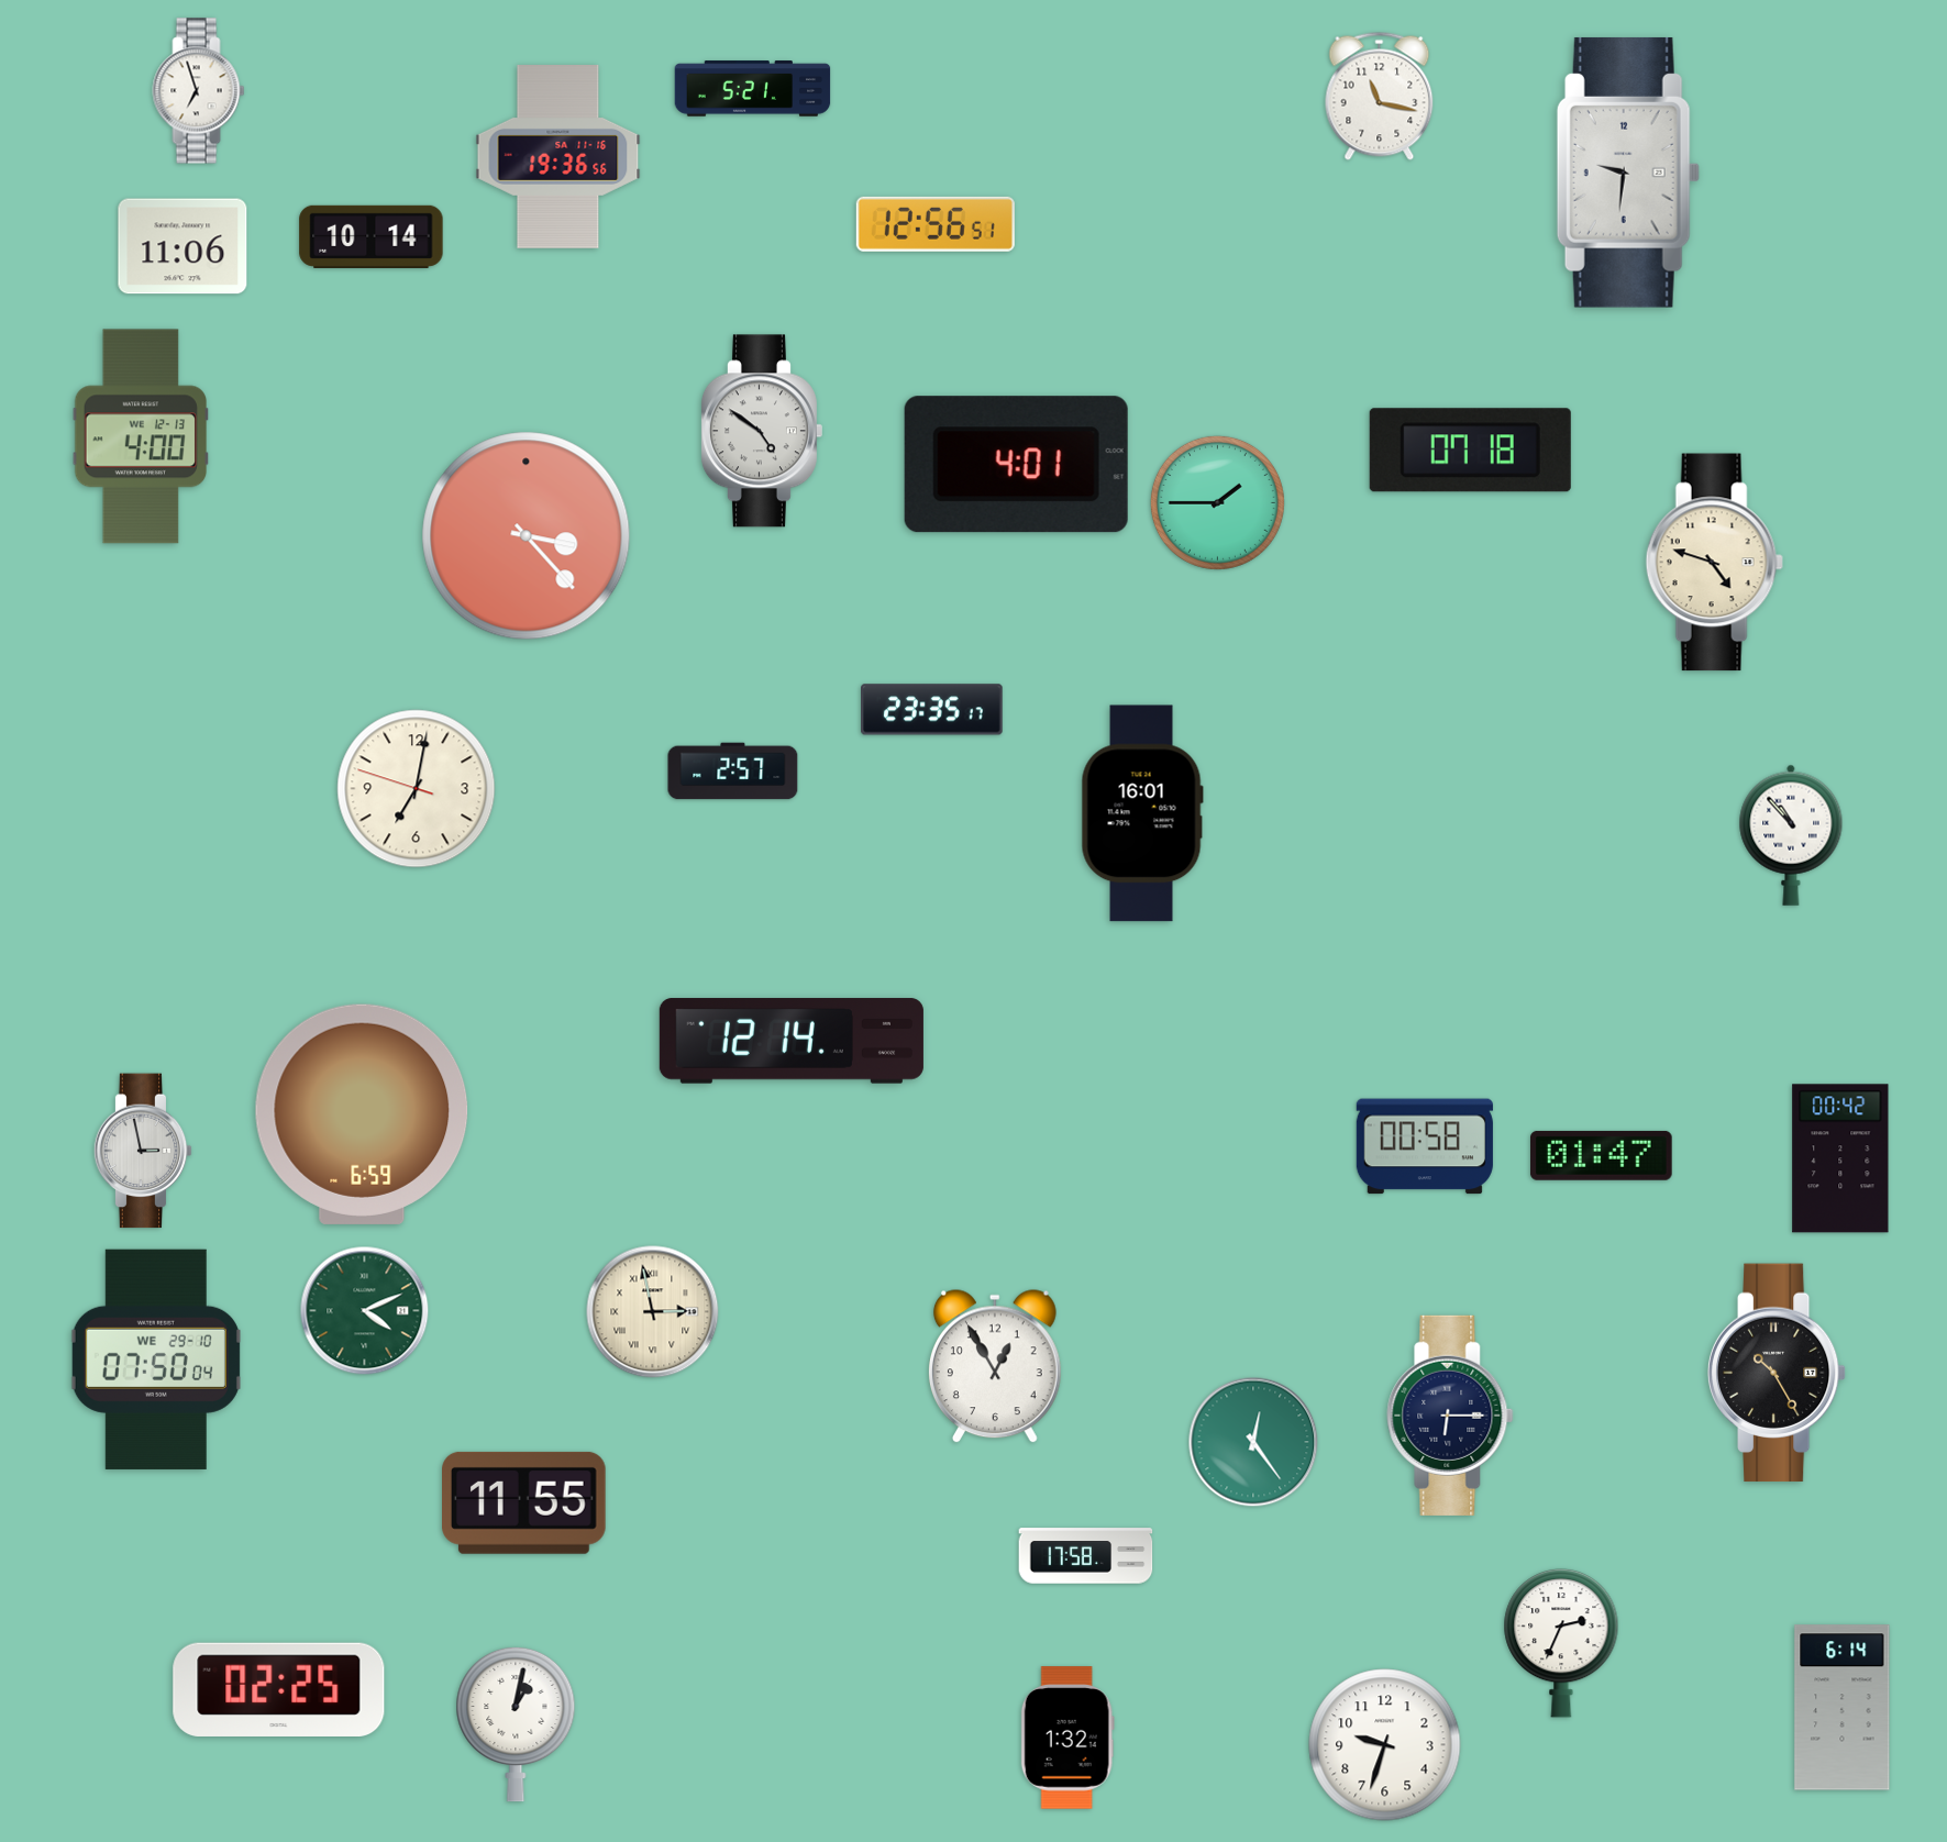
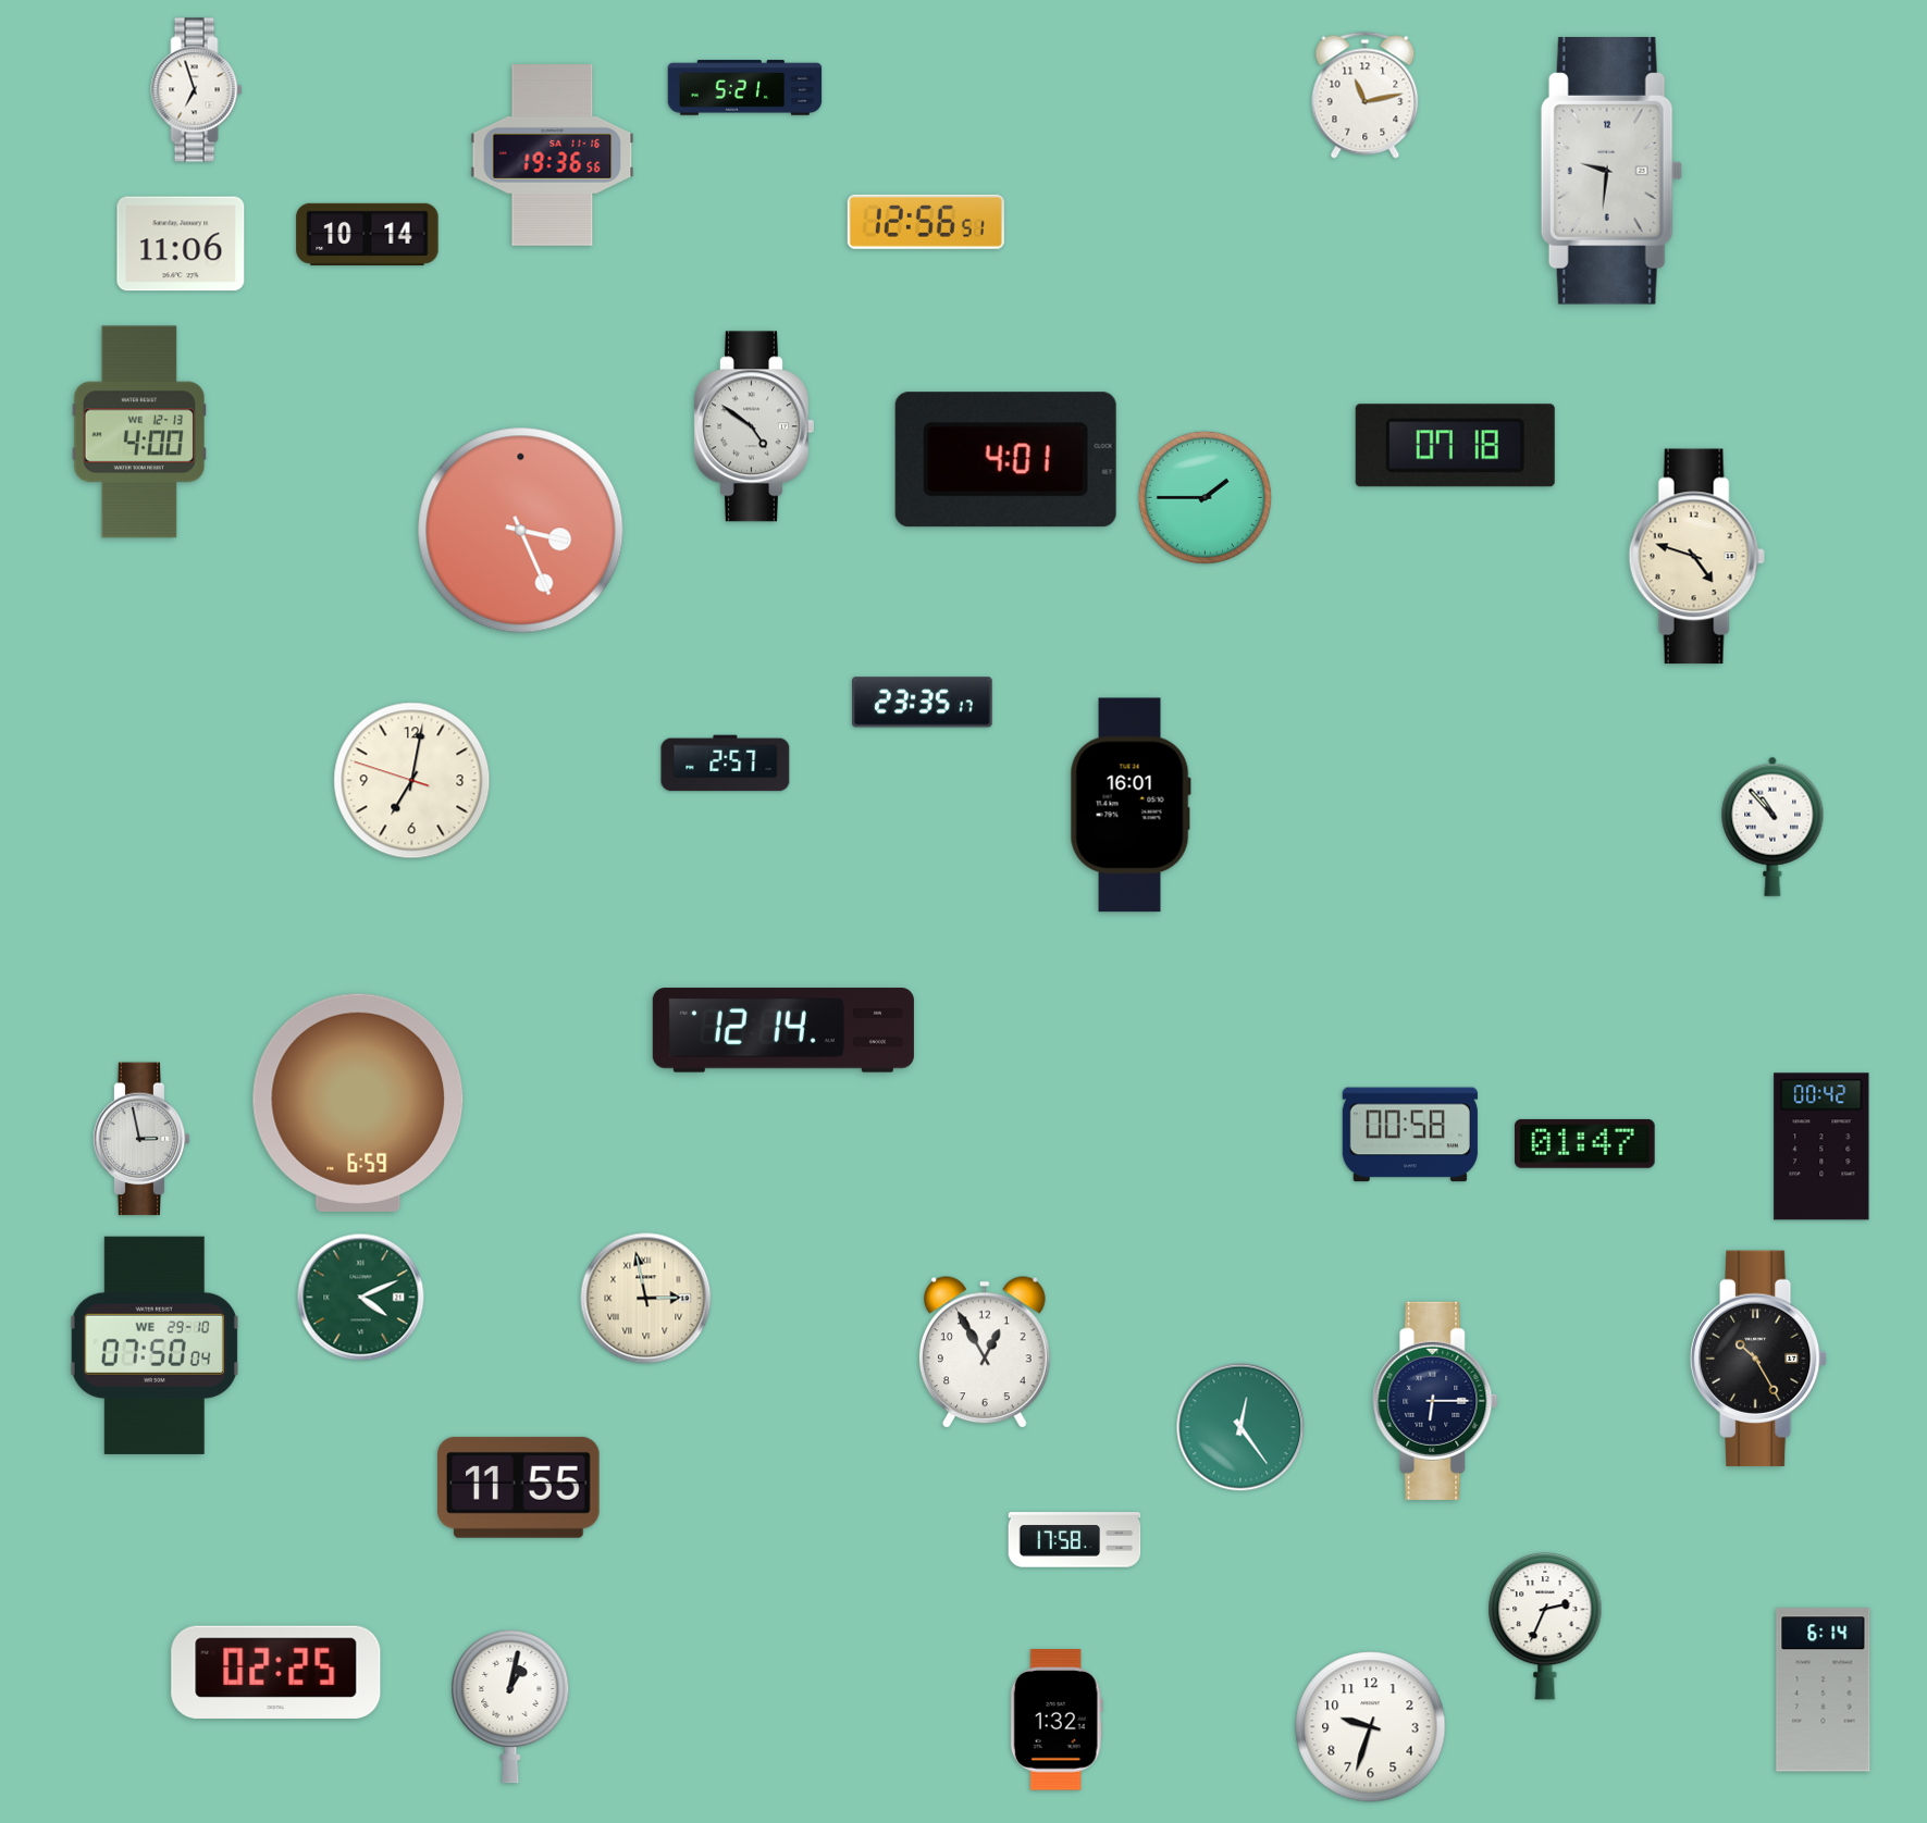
clock at (1380, 96): 11:17 -> 11:13
clock at (527, 536): 3:23 -> 3:26
